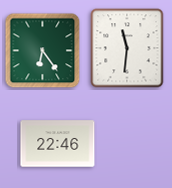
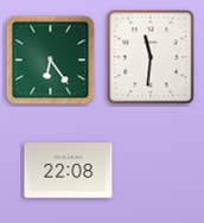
clock at (58, 144): 22:46 -> 22:08
